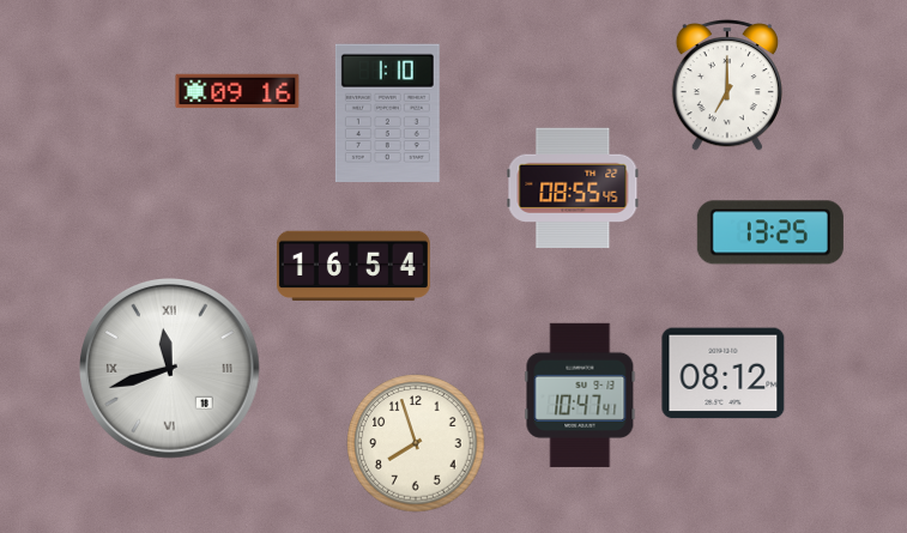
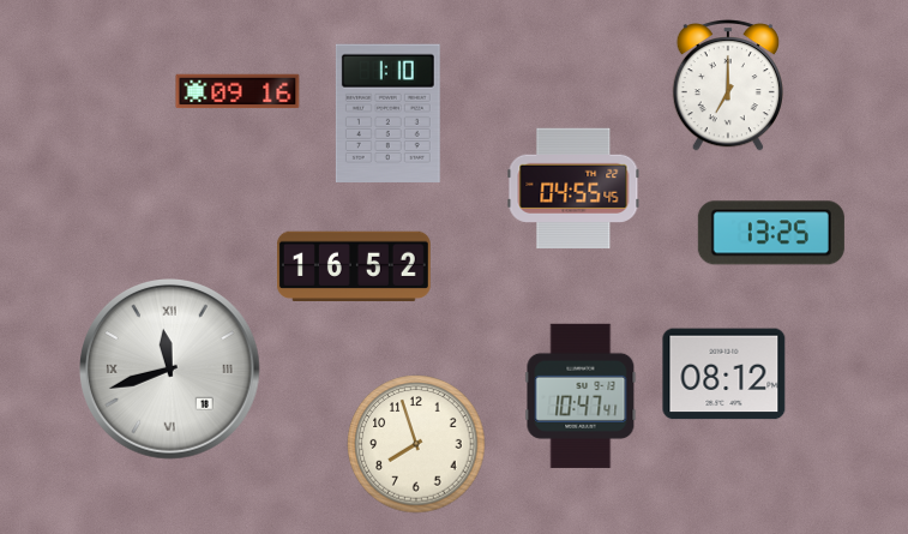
clock at (573, 188): 08:55 -> 04:55
clock at (353, 265): 16:54 -> 16:52
